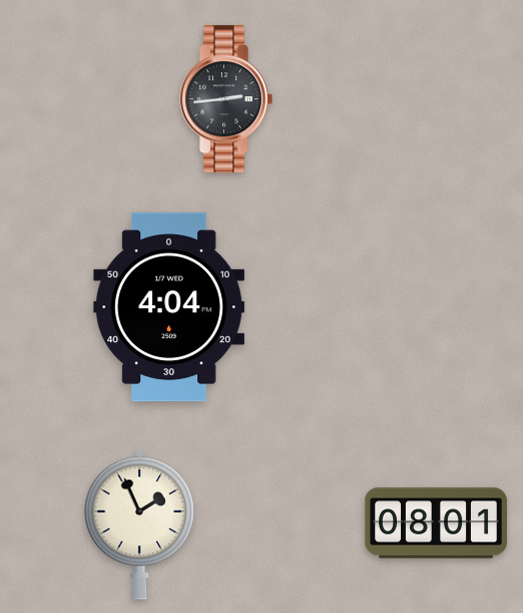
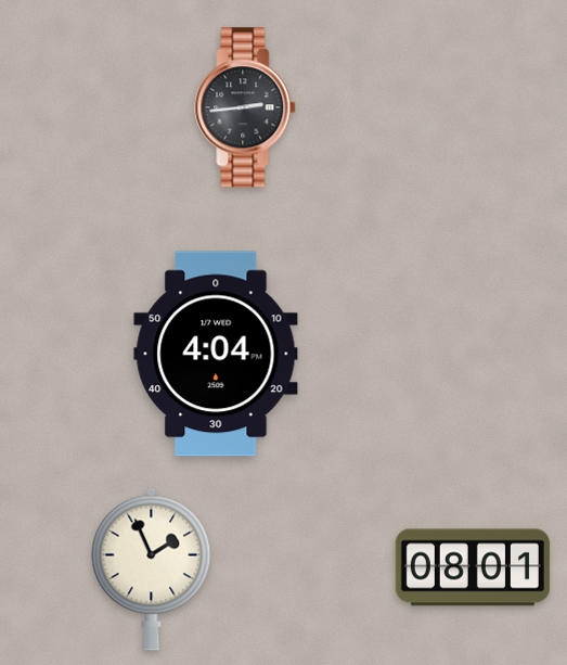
clock at (169, 307) position: (169, 307) -> (216, 354)
